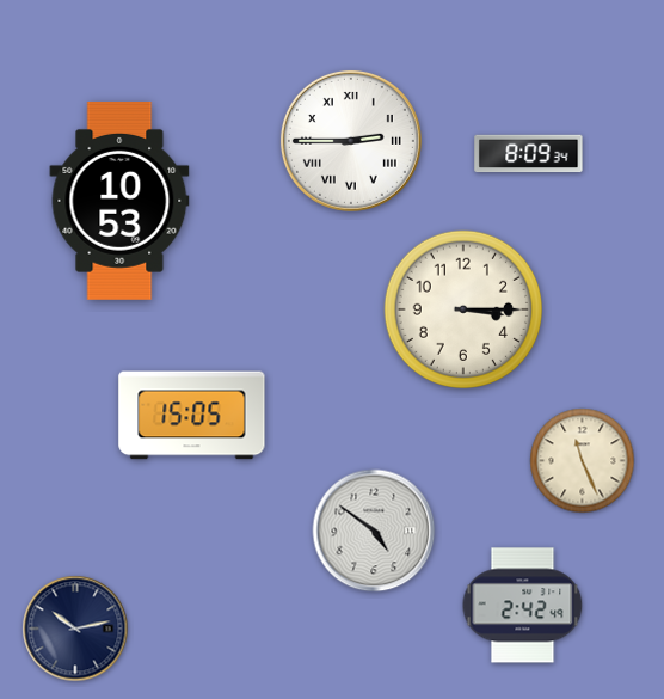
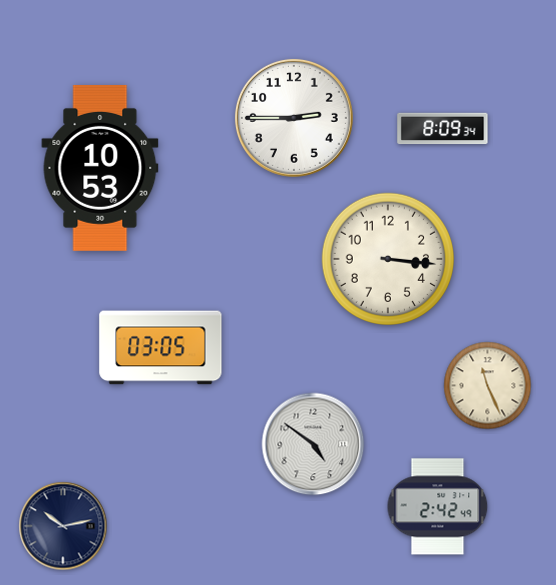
clock at (351, 141) numerals: Roman -> Arabic
clock at (462, 308): 3:15 -> 3:16
clock at (192, 416): 15:05 -> 03:05
